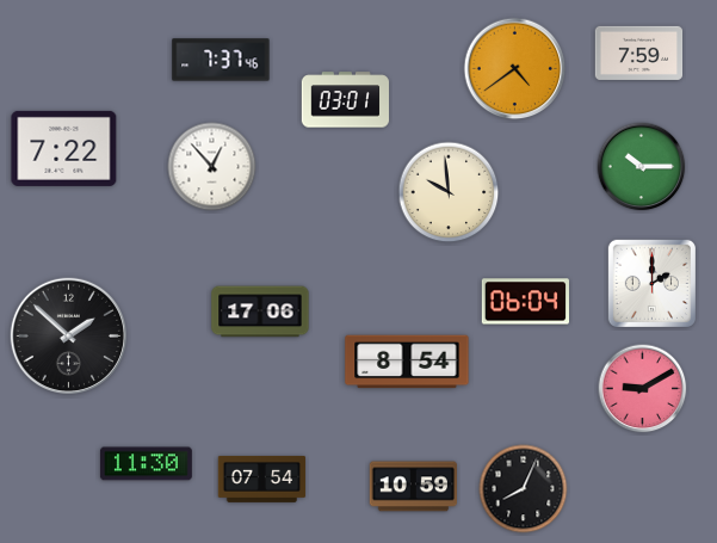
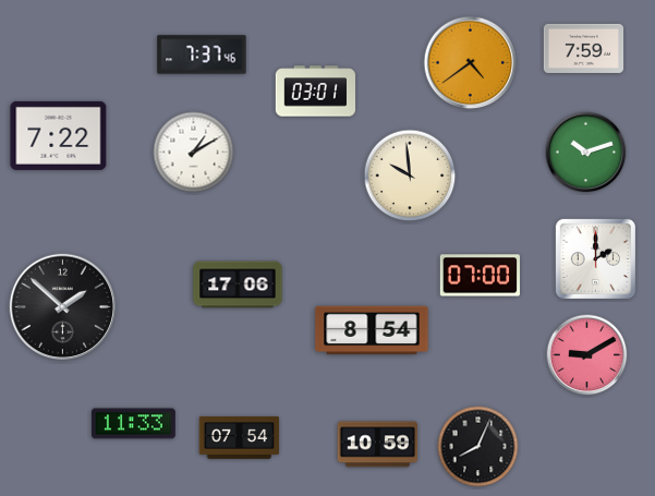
clock at (212, 167): 12:53 -> 1:10
clock at (642, 167): 10:15 -> 10:12
clock at (526, 302): 06:04 -> 07:00
clock at (146, 464): 11:30 -> 11:33
